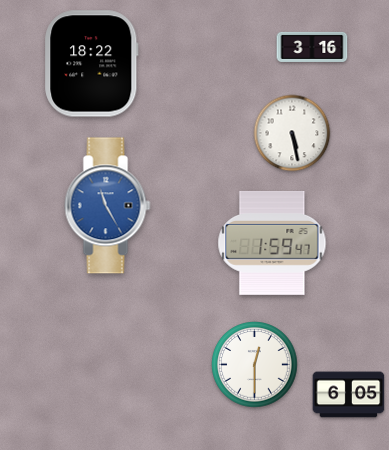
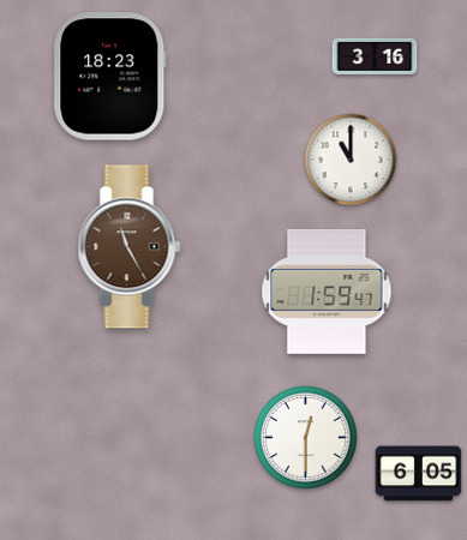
clock at (92, 64): 18:22 -> 18:23
clock at (292, 133): 5:28 -> 11:00
clock at (108, 206) dial: blue -> brown
